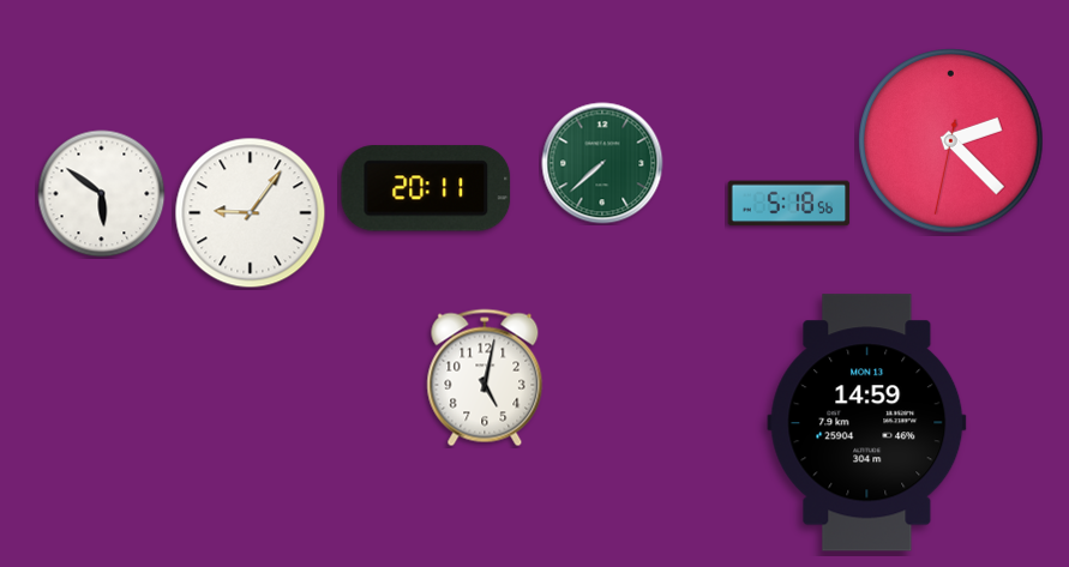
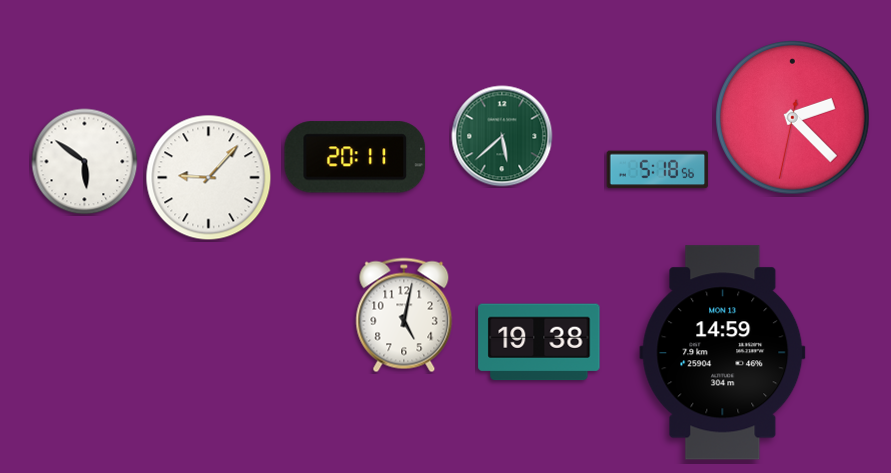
clock at (602, 163): 7:38 -> 5:38
clock at (251, 213): 9:06 -> 9:07
clock at (539, 342): none -> 19:38
